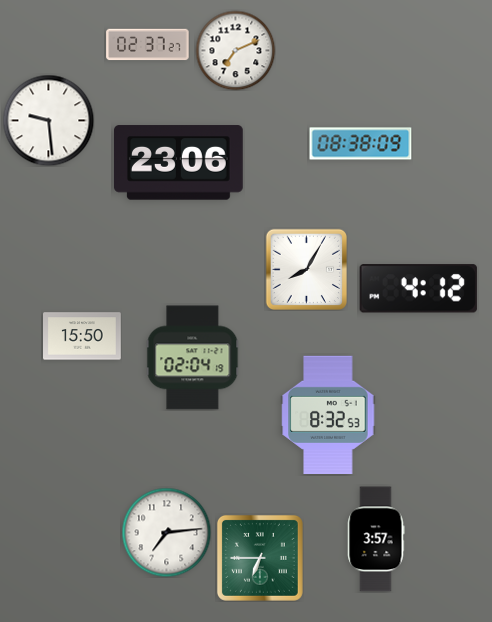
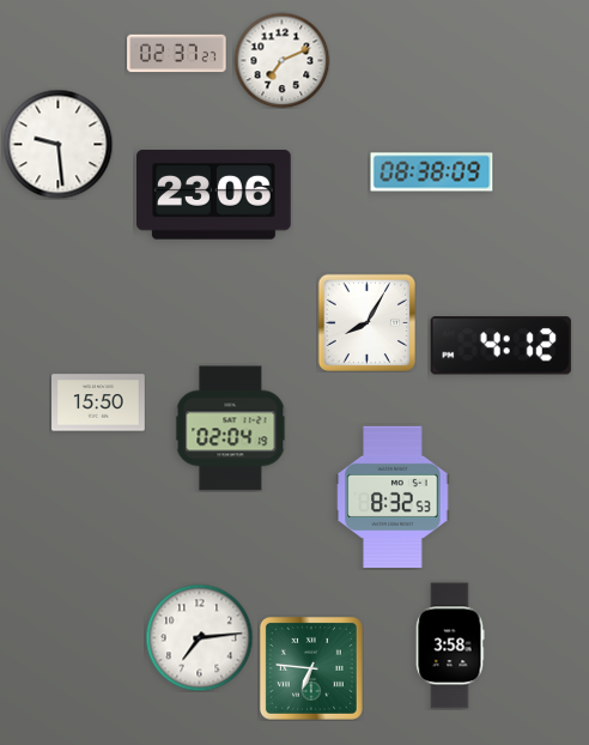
clock at (376, 539): 3:57 -> 3:58
clock at (260, 558): 6:45 -> 6:46
